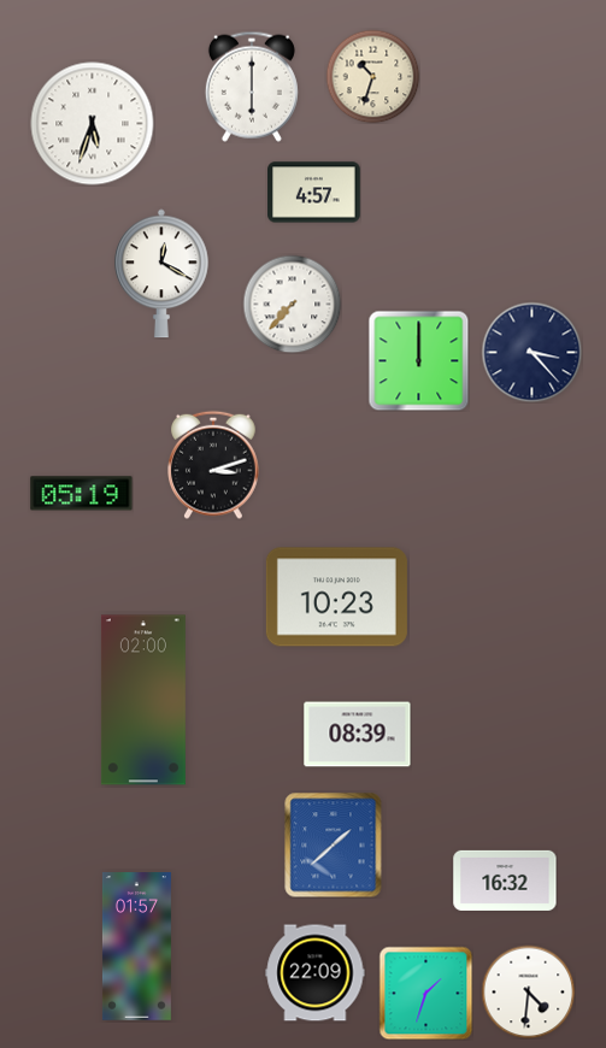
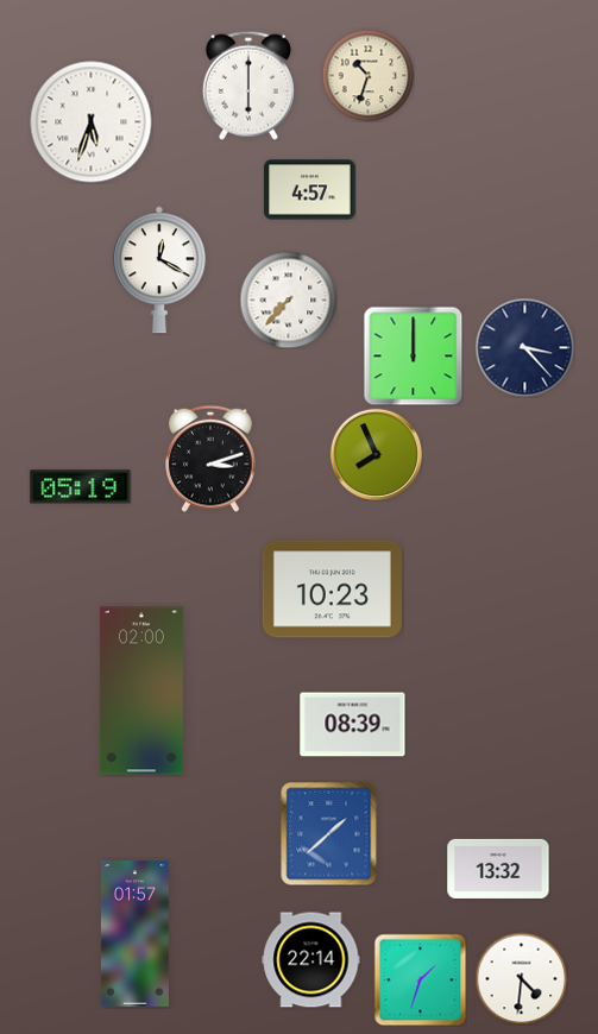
clock at (376, 454): none -> 7:56
clock at (505, 881): 16:32 -> 13:32
clock at (316, 973): 22:09 -> 22:14
